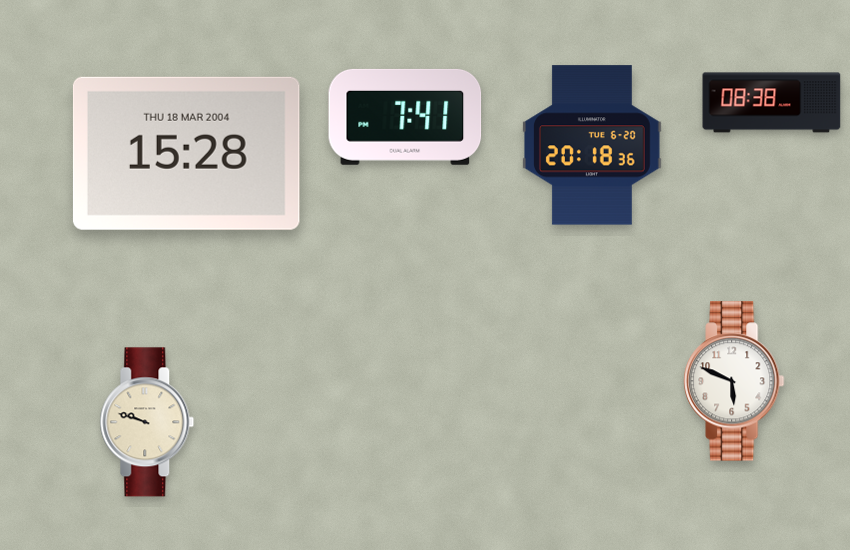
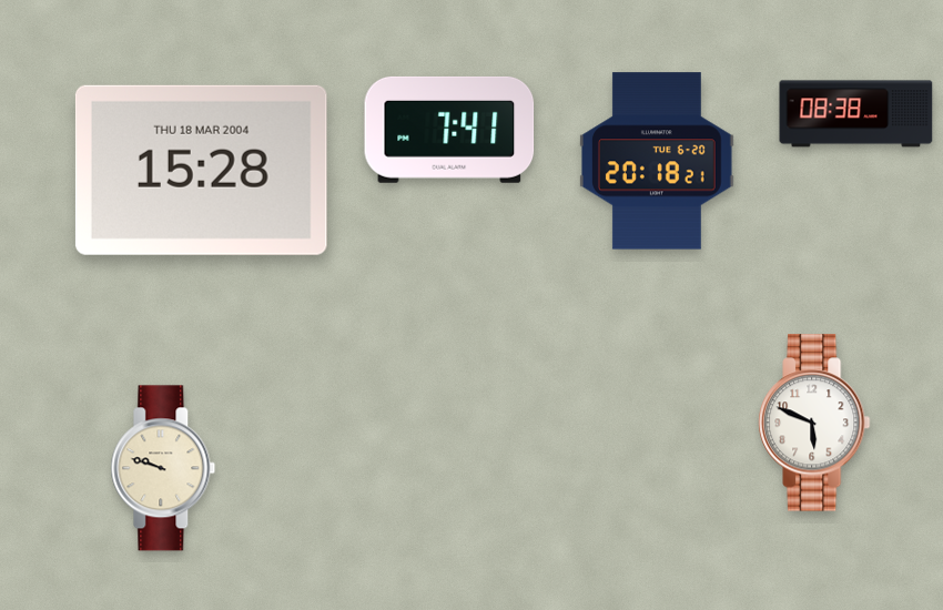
clock at (592, 145): 20:18:36 -> 20:18:21
clock at (186, 153) position: (186, 153) -> (201, 170)
